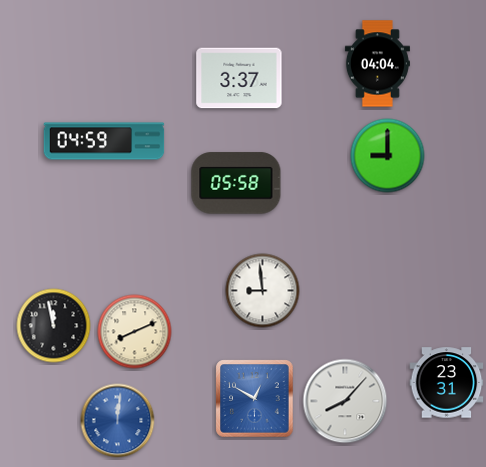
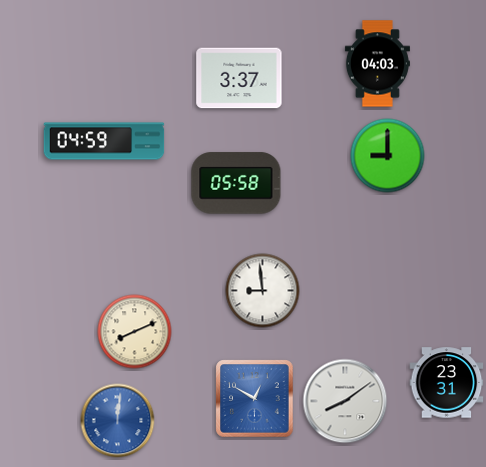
clock at (377, 64): 04:04 -> 04:03
clock at (54, 326): 11:58 -> none
clock at (345, 401): 8:07 -> 8:09
